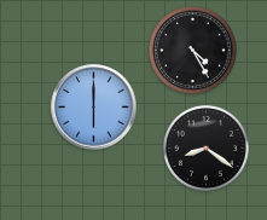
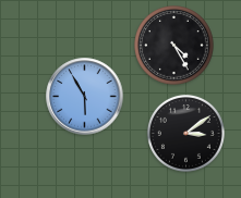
clock at (94, 108): 6:00 -> 5:55
clock at (205, 147): 8:21 -> 3:09
